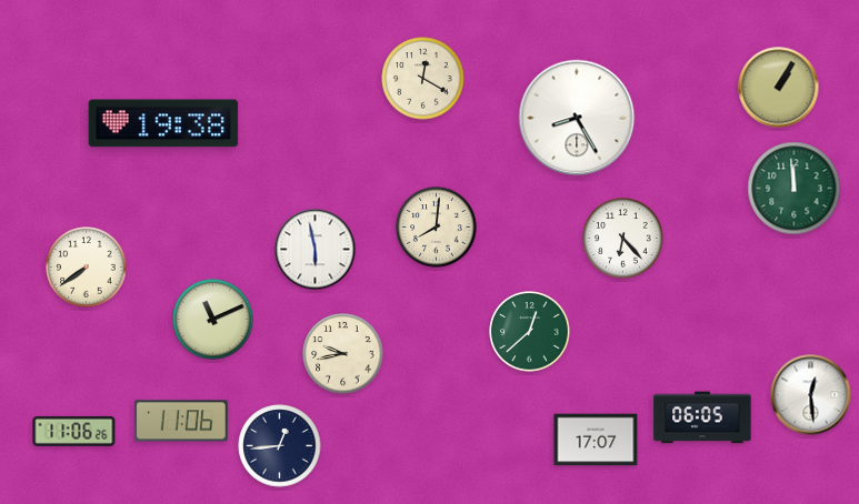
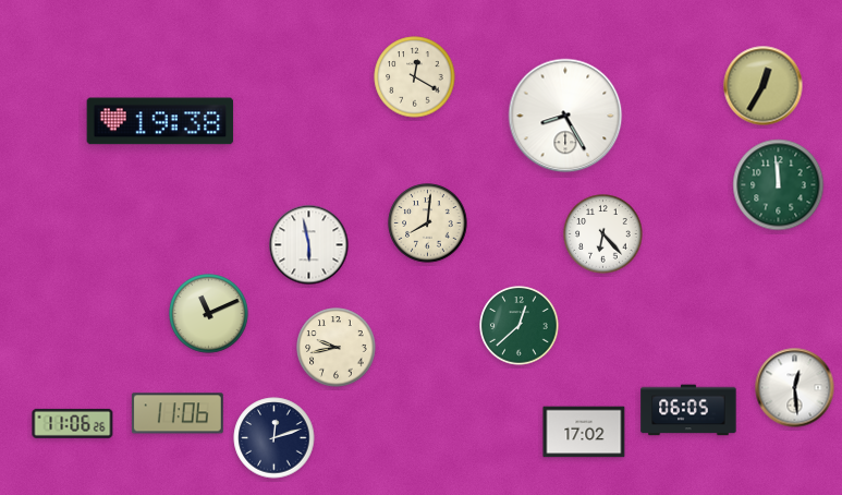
clock at (779, 88): 1:05 -> 12:35
clock at (623, 239) position: (623, 239) -> (603, 234)
clock at (87, 268): 7:39 -> none
clock at (596, 440): 17:07 -> 17:02
clock at (280, 446): 12:44 -> 12:12
